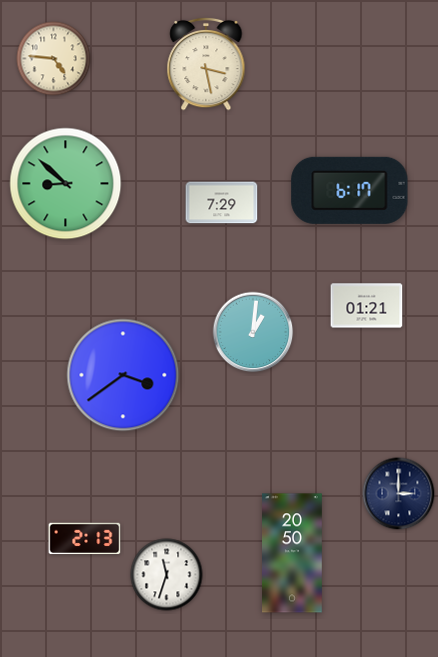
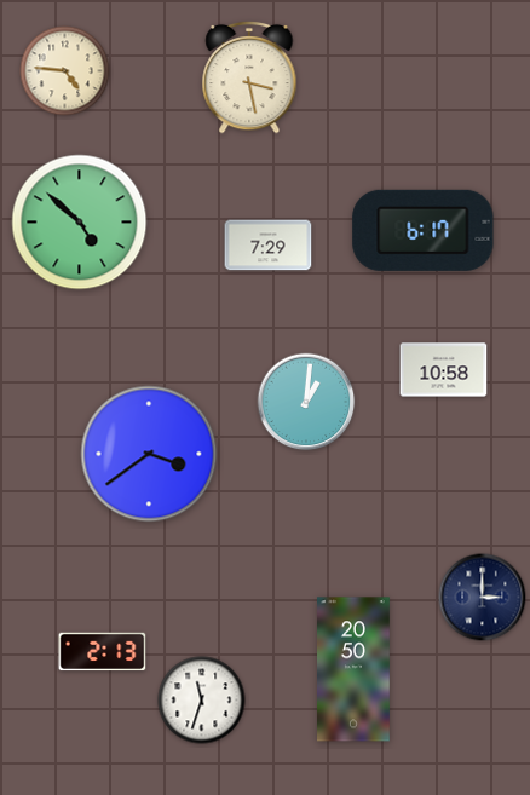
clock at (66, 184): 8:52 -> 4:52
clock at (367, 306): 01:21 -> 10:58
clock at (167, 575) position: (167, 575) -> (202, 701)
